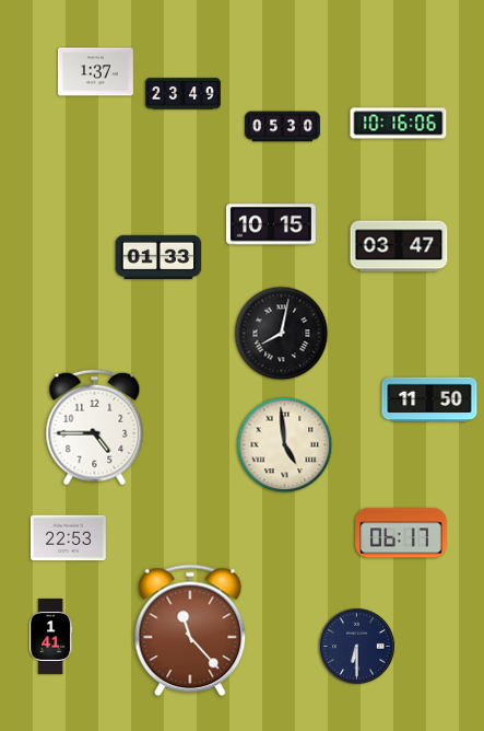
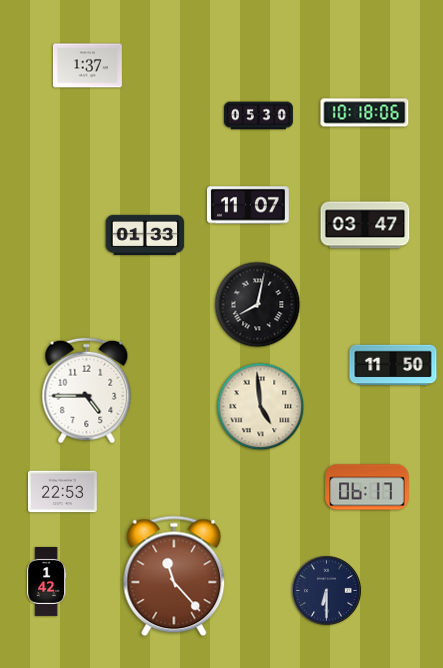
clock at (182, 94): 23:49 -> none
clock at (399, 124): 10:16 -> 10:18
clock at (271, 224): 10:15 -> 11:07
clock at (51, 636): 1:41 -> 1:42
